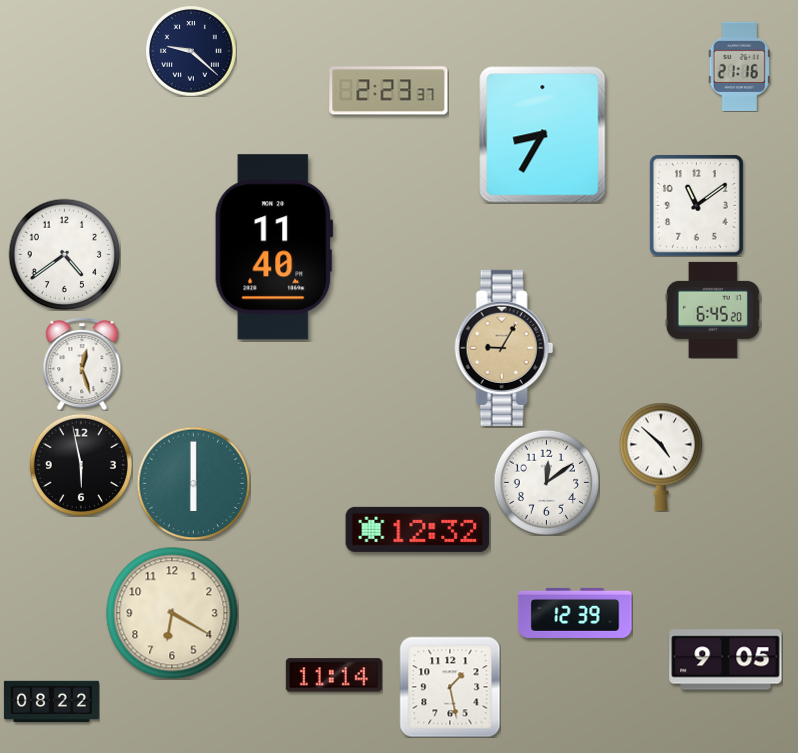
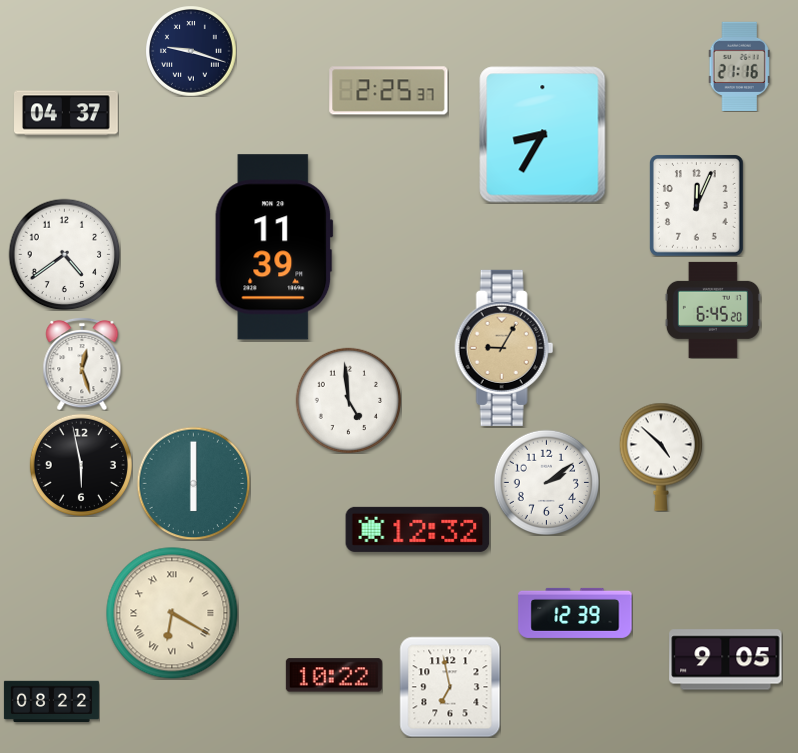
clock at (191, 51): 9:22 -> 9:18
clock at (389, 91): 2:23 -> 2:25
clock at (66, 113): none -> 04:37
clock at (696, 206): 11:09 -> 12:04
clock at (274, 247): 11:40 -> 11:39
clock at (348, 400): none -> 4:59
clock at (546, 482): 12:09 -> 2:09
clock at (172, 613) numerals: Arabic -> Roman
clock at (334, 675): 11:14 -> 10:22
clock at (450, 687): 1:28 -> 6:58
